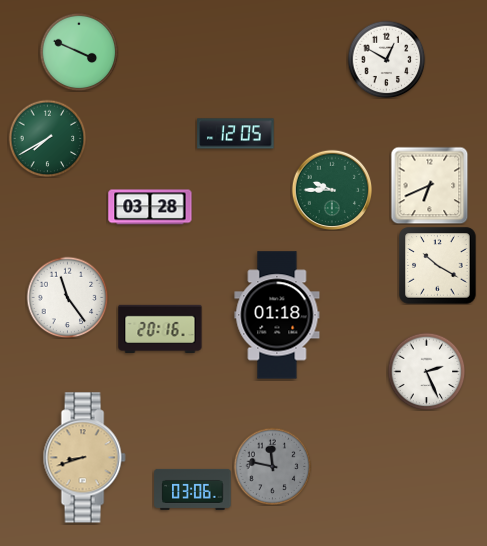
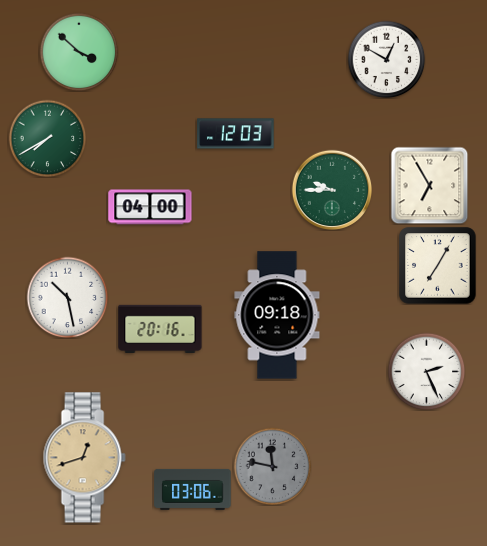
clock at (79, 52): 3:49 -> 3:52
clock at (236, 134): 12:05 -> 12:03
clock at (429, 185): 6:41 -> 6:55
clock at (150, 207): 03:28 -> 04:00
clock at (438, 266): 10:20 -> 7:05
clock at (67, 297): 11:24 -> 10:28
clock at (277, 315): 01:18 -> 09:18
clock at (84, 458): 8:42 -> 12:42
